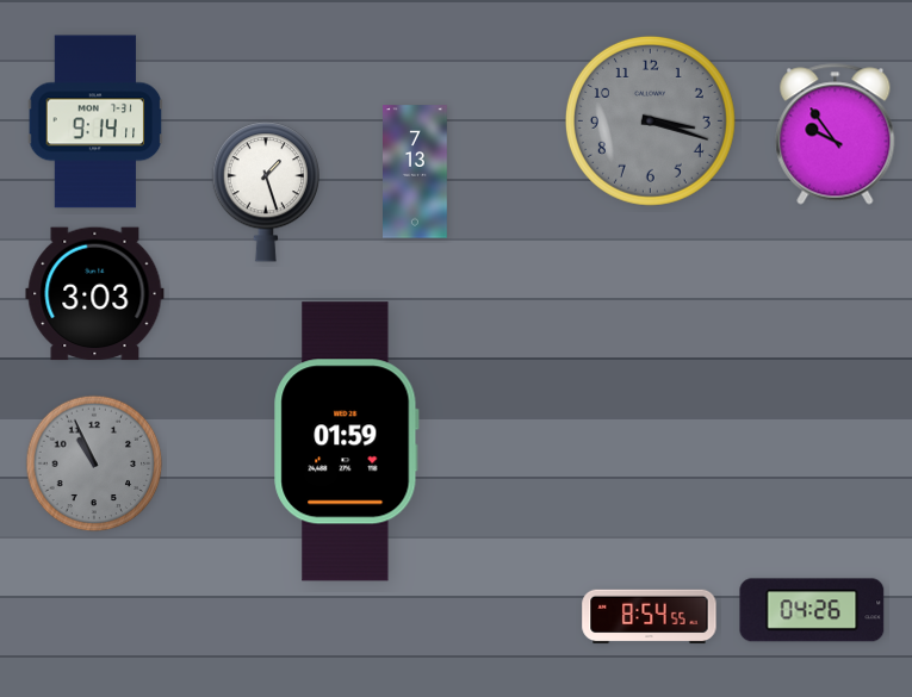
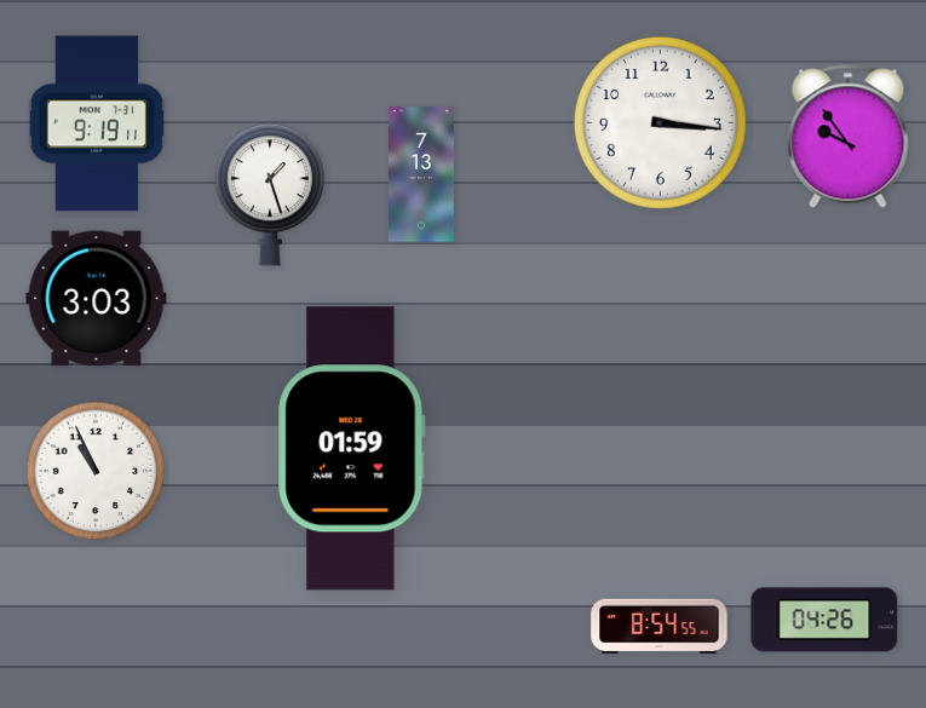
clock at (650, 120): 3:18 -> 3:16
clock at (650, 120) dial: grey -> white
clock at (95, 122): 9:14 -> 9:19
clock at (94, 463) dial: grey -> white
